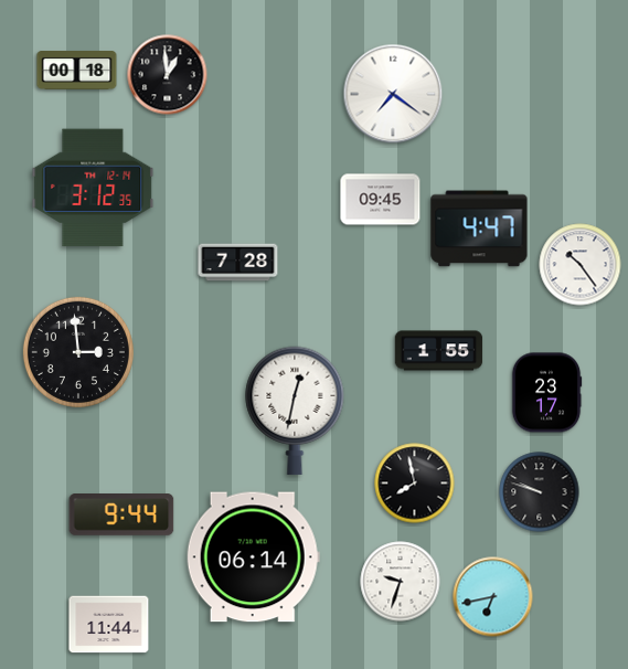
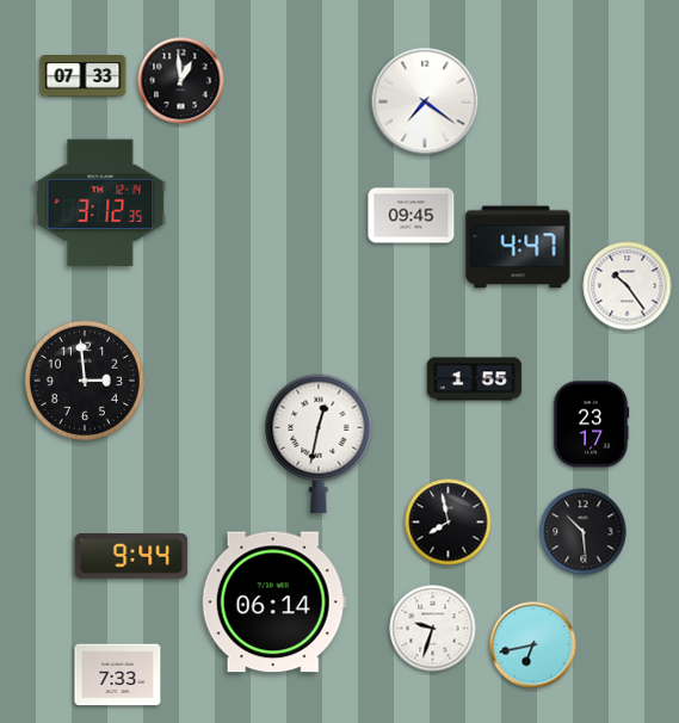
clock at (77, 71): 00:18 -> 07:33
clock at (238, 263): 7:28 -> none
clock at (540, 492): 9:48 -> 10:29
clock at (109, 625): 11:44 -> 7:33
